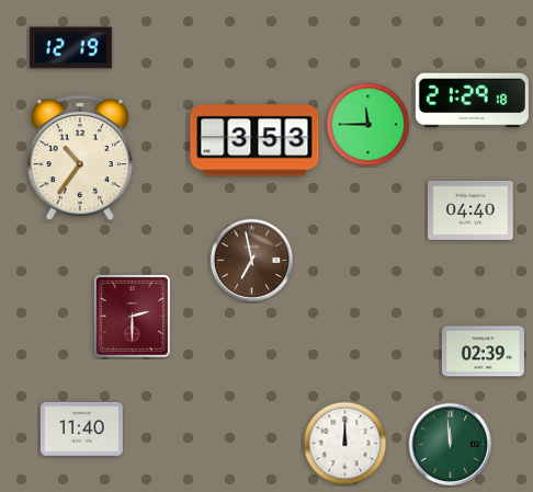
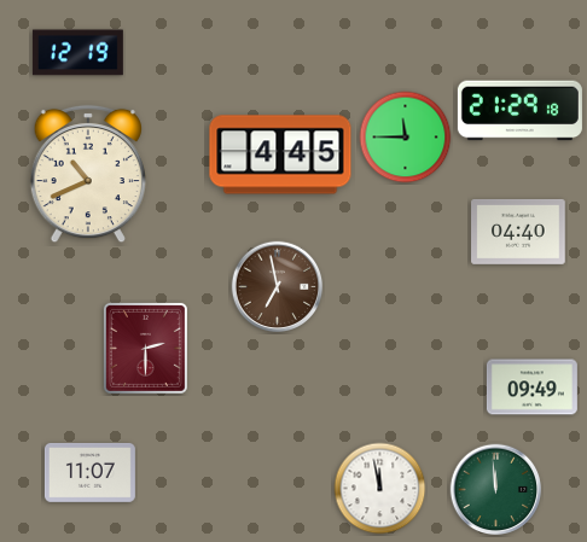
clock at (254, 140): 3:53 -> 4:45
clock at (80, 158): 10:36 -> 10:41
clock at (483, 352): 02:39 -> 09:49
clock at (81, 428): 11:40 -> 11:07
clock at (345, 444): 12:00 -> 11:58
